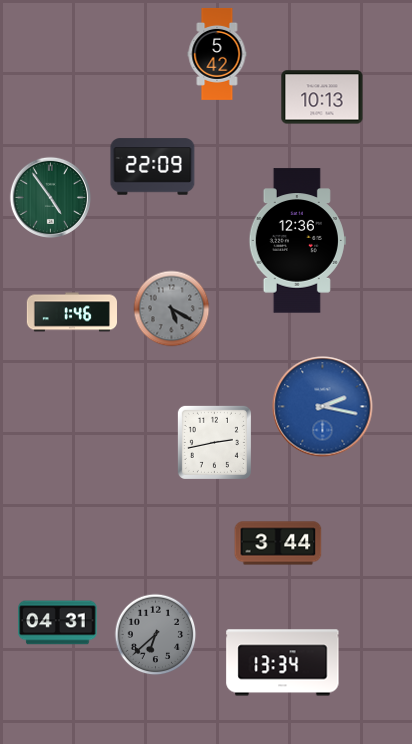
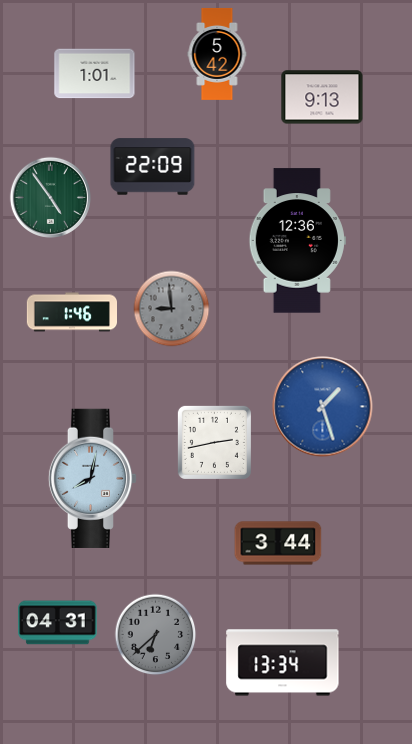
clock at (95, 74): none -> 1:01
clock at (322, 97): 10:13 -> 9:13
clock at (172, 309): 5:20 -> 8:59
clock at (323, 407): 2:17 -> 1:27
clock at (93, 478): none -> 8:02
